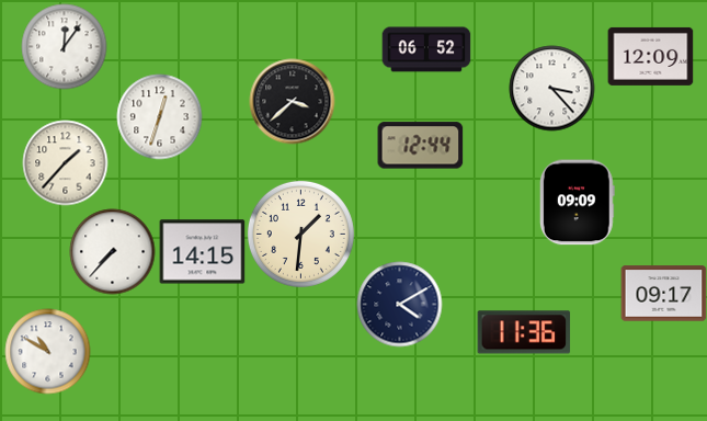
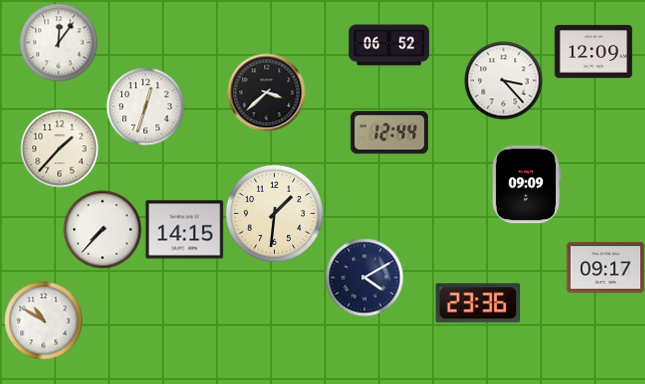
clock at (420, 146) position: (420, 146) -> (389, 133)
clock at (524, 332): 11:36 -> 23:36
